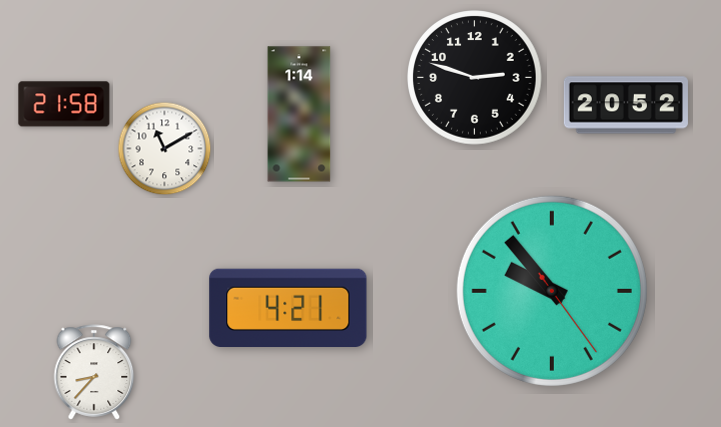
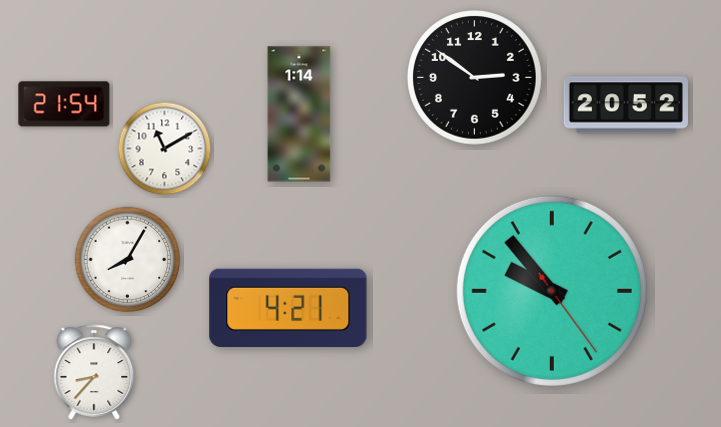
clock at (475, 78): 2:48 -> 2:51
clock at (64, 104): 21:58 -> 21:54
clock at (128, 260): none -> 8:05
